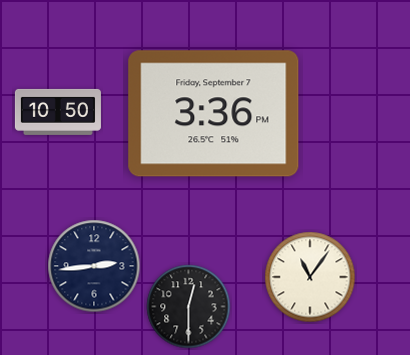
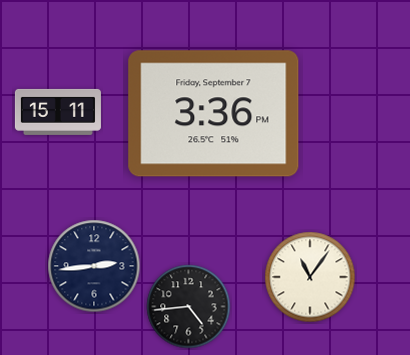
clock at (58, 112): 10:50 -> 15:11
clock at (189, 307): 12:30 -> 4:44
